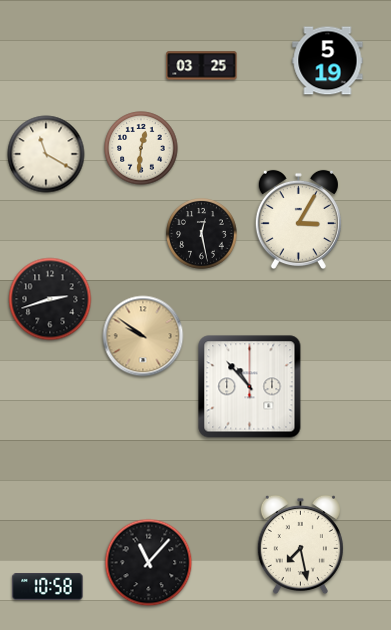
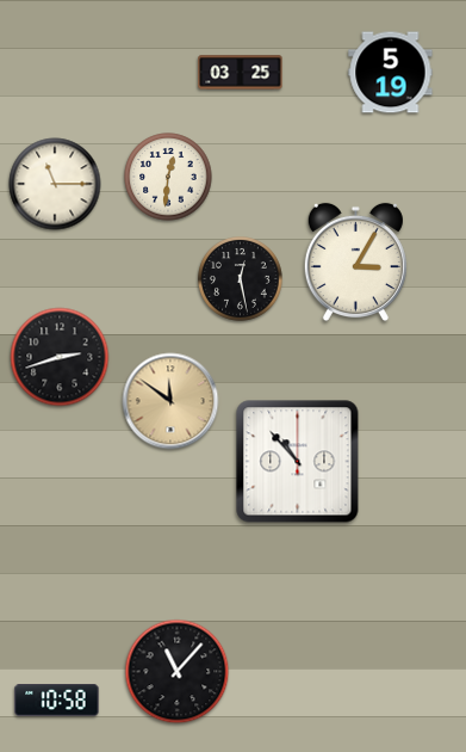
clock at (202, 66) position: (202, 66) -> (241, 73)
clock at (46, 154): 11:20 -> 11:15
clock at (143, 336): 9:51 -> 11:51
clock at (300, 545): 7:28 -> none
